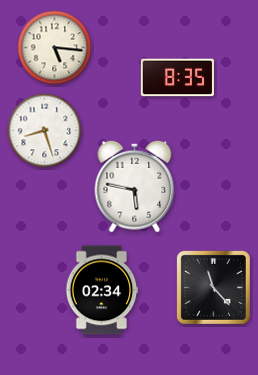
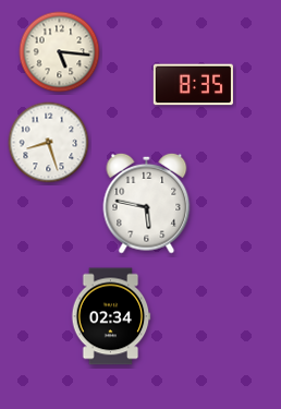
clock at (213, 287): 11:23 -> none
